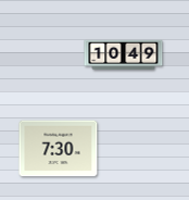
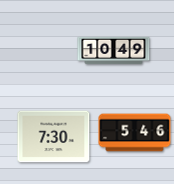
clock at (135, 133): none -> 5:46
